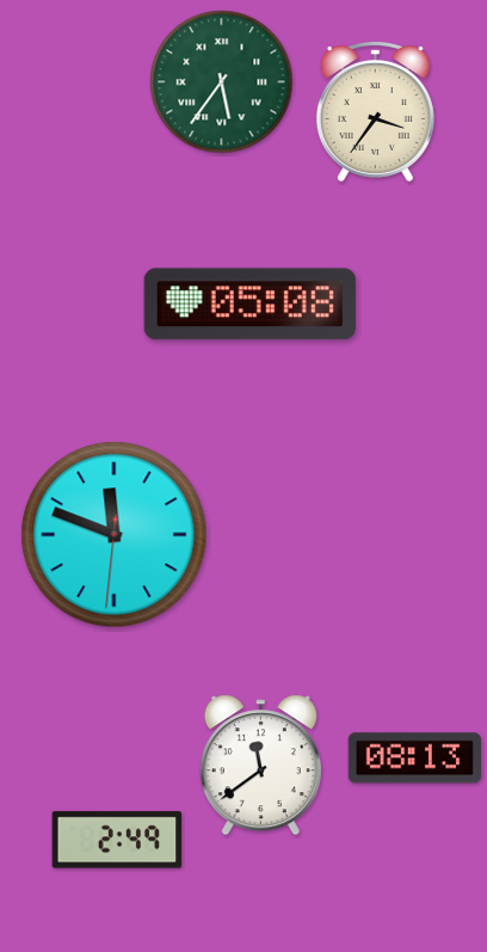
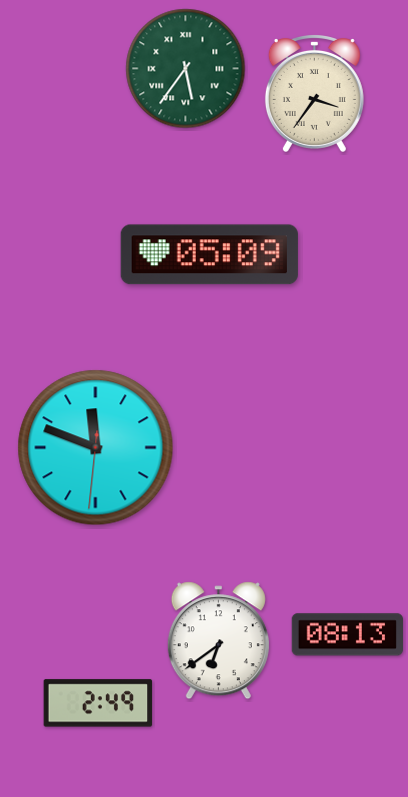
clock at (249, 305): 05:08 -> 05:09
clock at (260, 766): 11:39 -> 6:39
